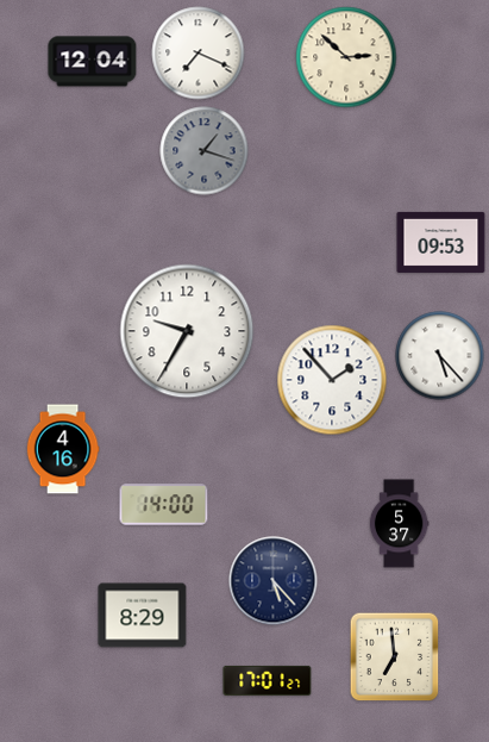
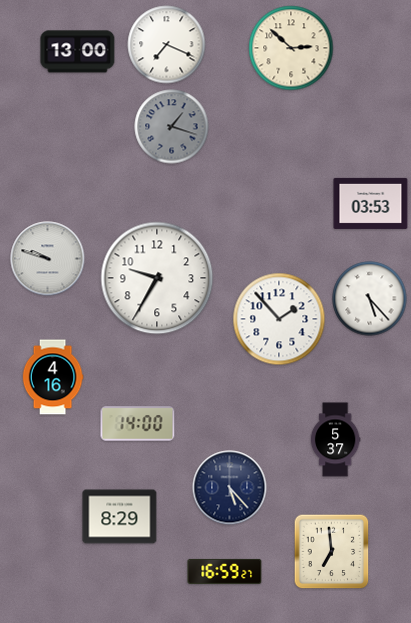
clock at (93, 62): 12:04 -> 13:00
clock at (441, 242): 09:53 -> 03:53
clock at (48, 259): none -> 9:48
clock at (268, 680): 17:01 -> 16:59
